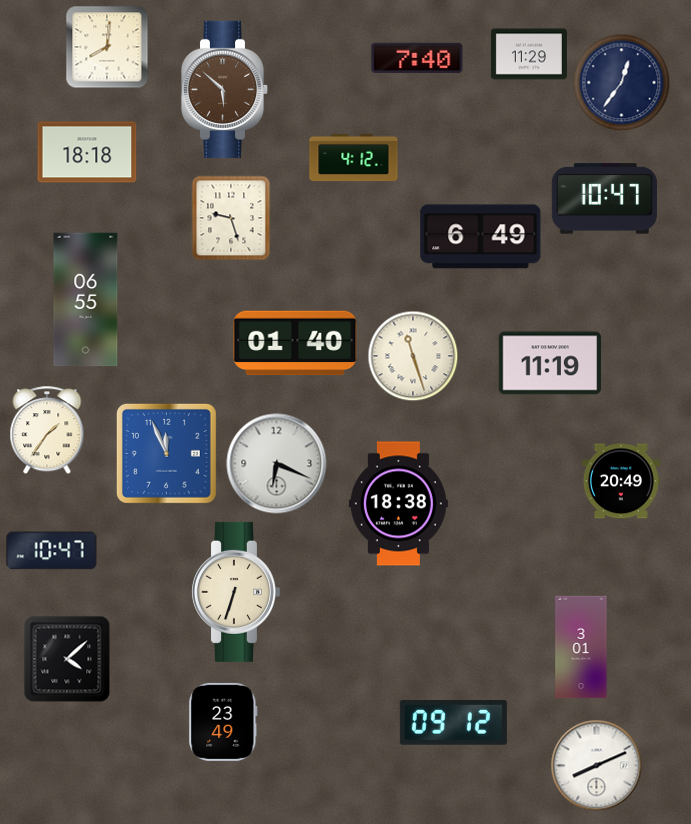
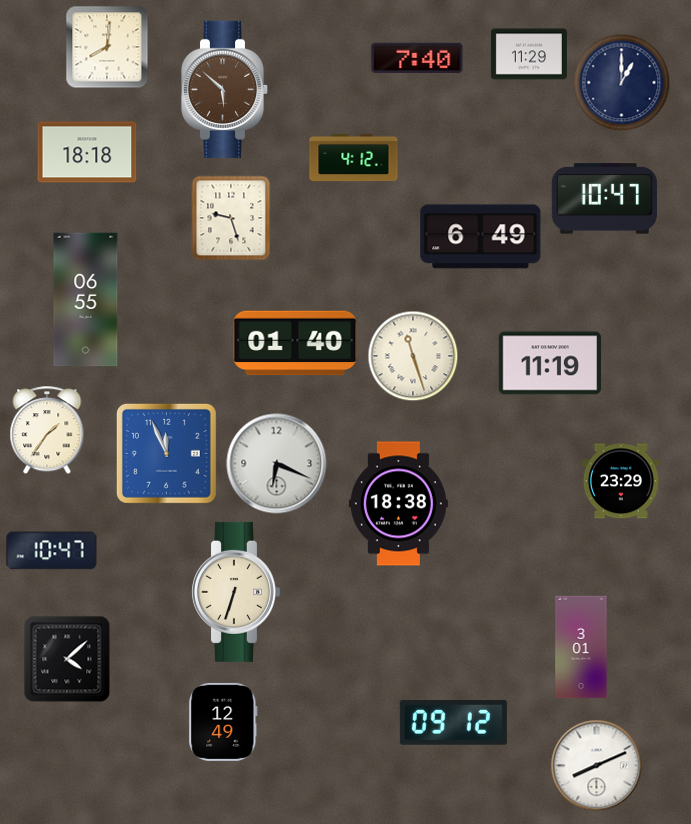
clock at (622, 83): 12:36 -> 1:00
clock at (621, 481): 20:49 -> 23:29
clock at (223, 722): 23:49 -> 12:49
